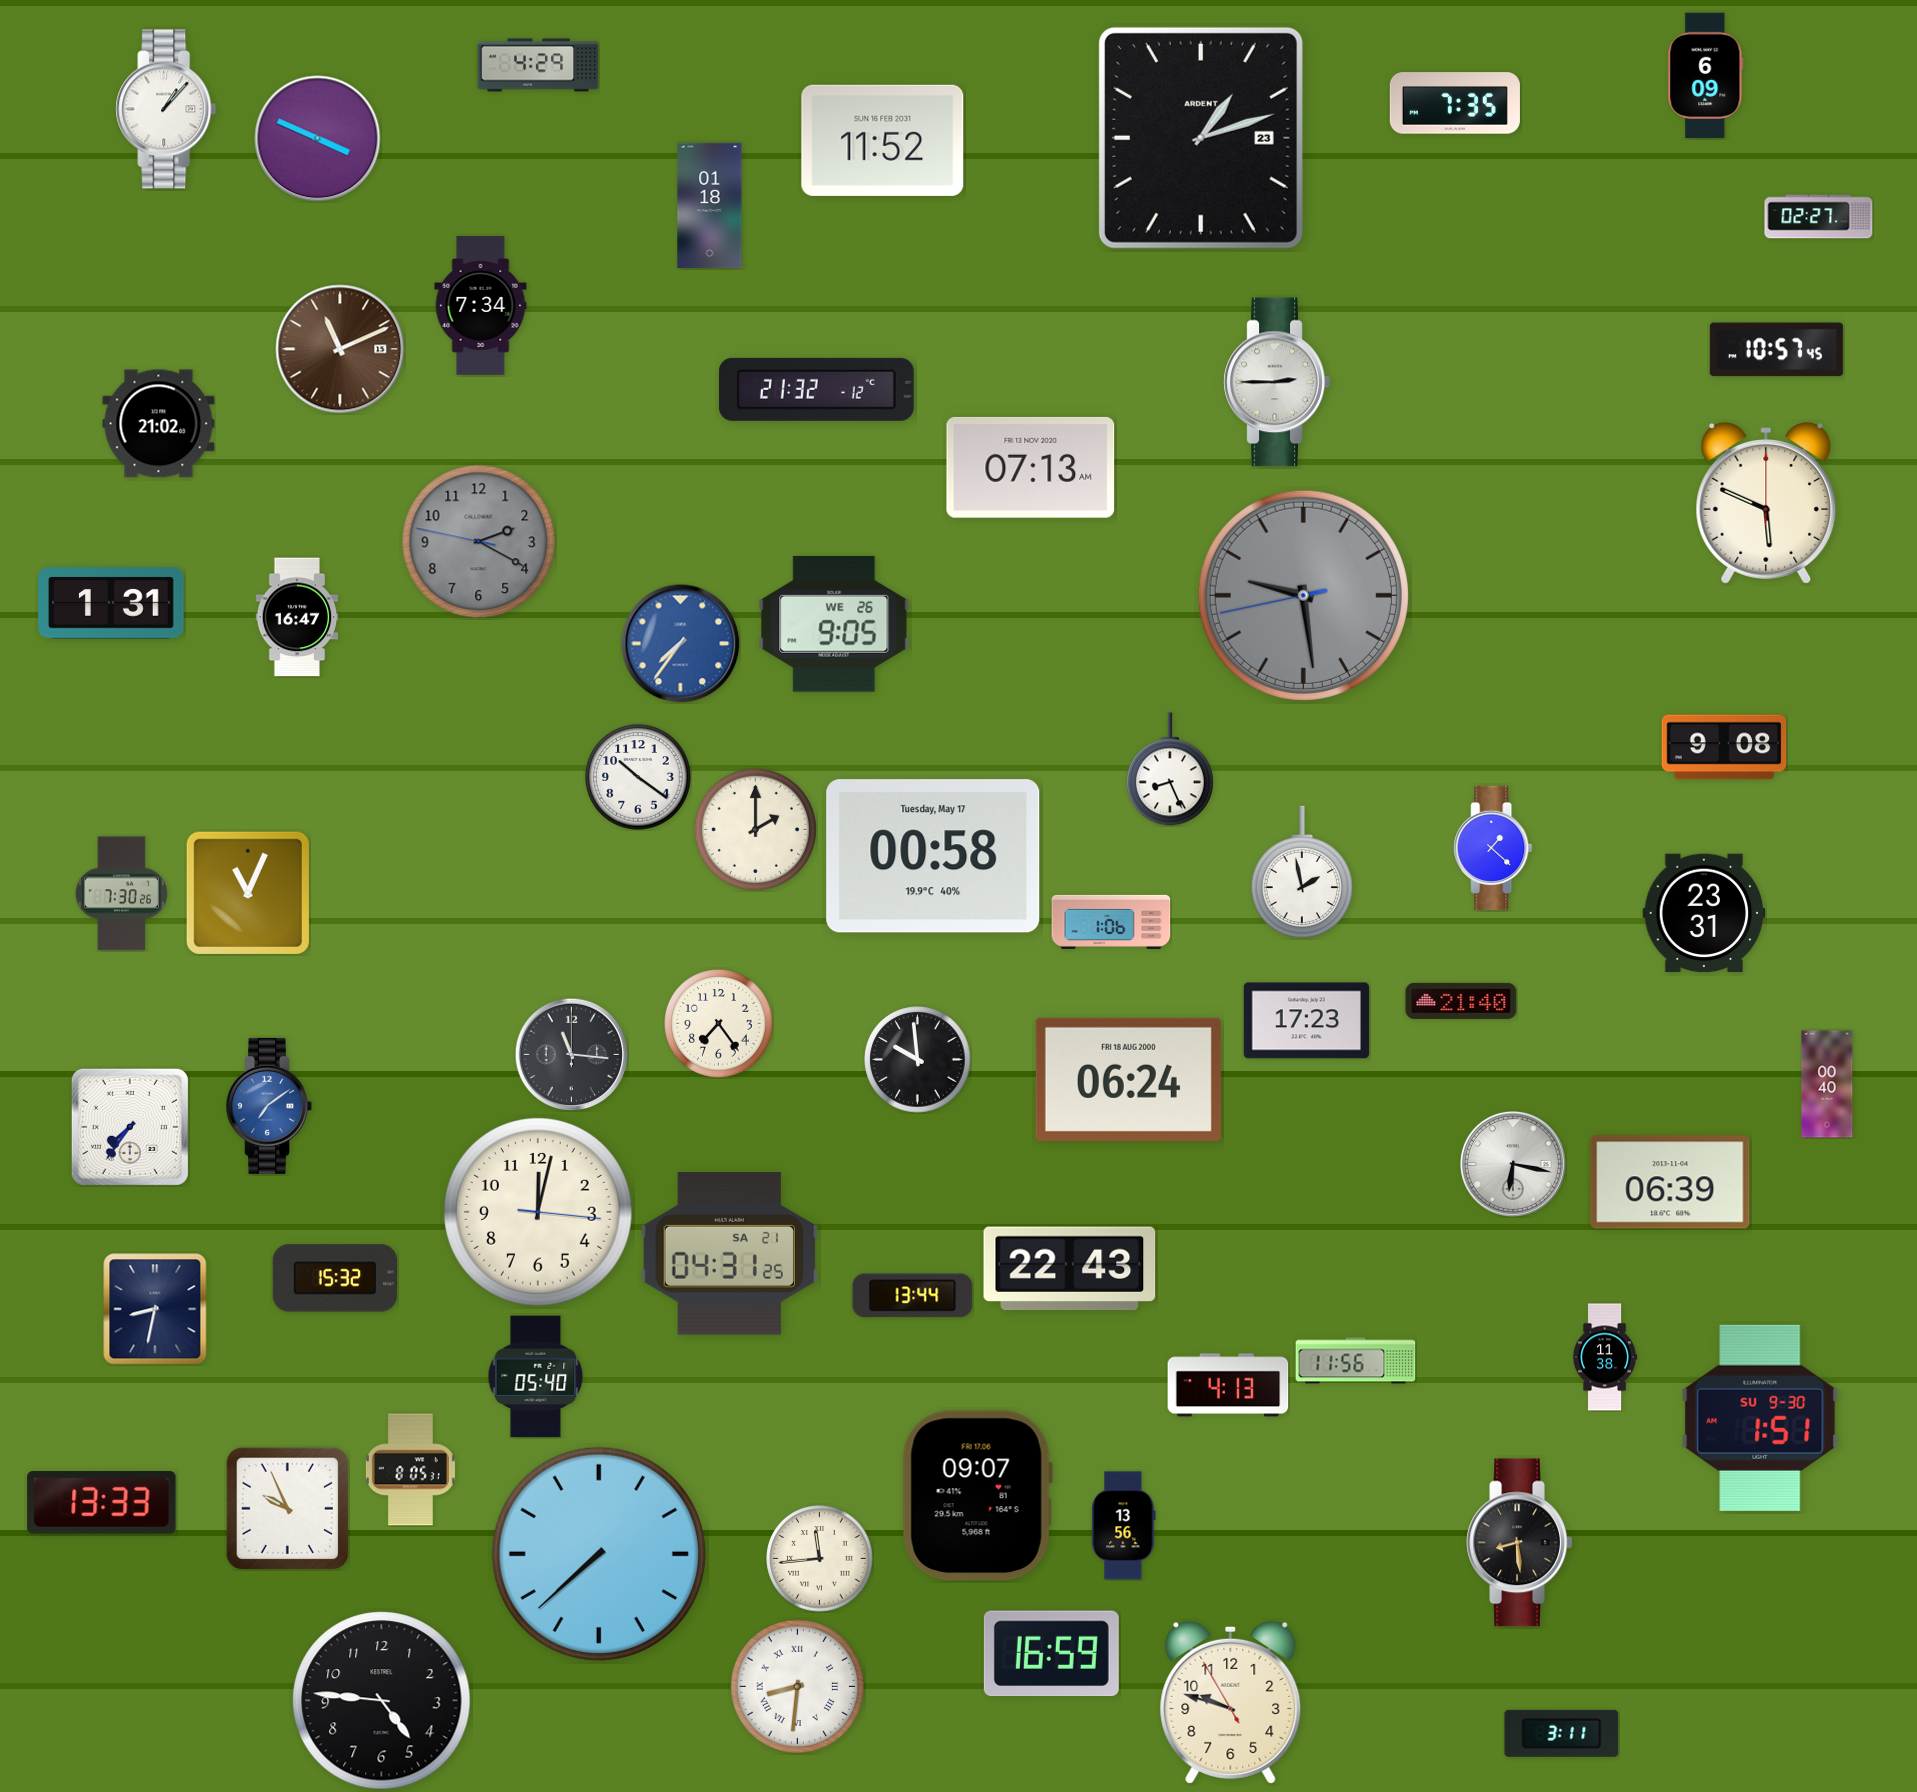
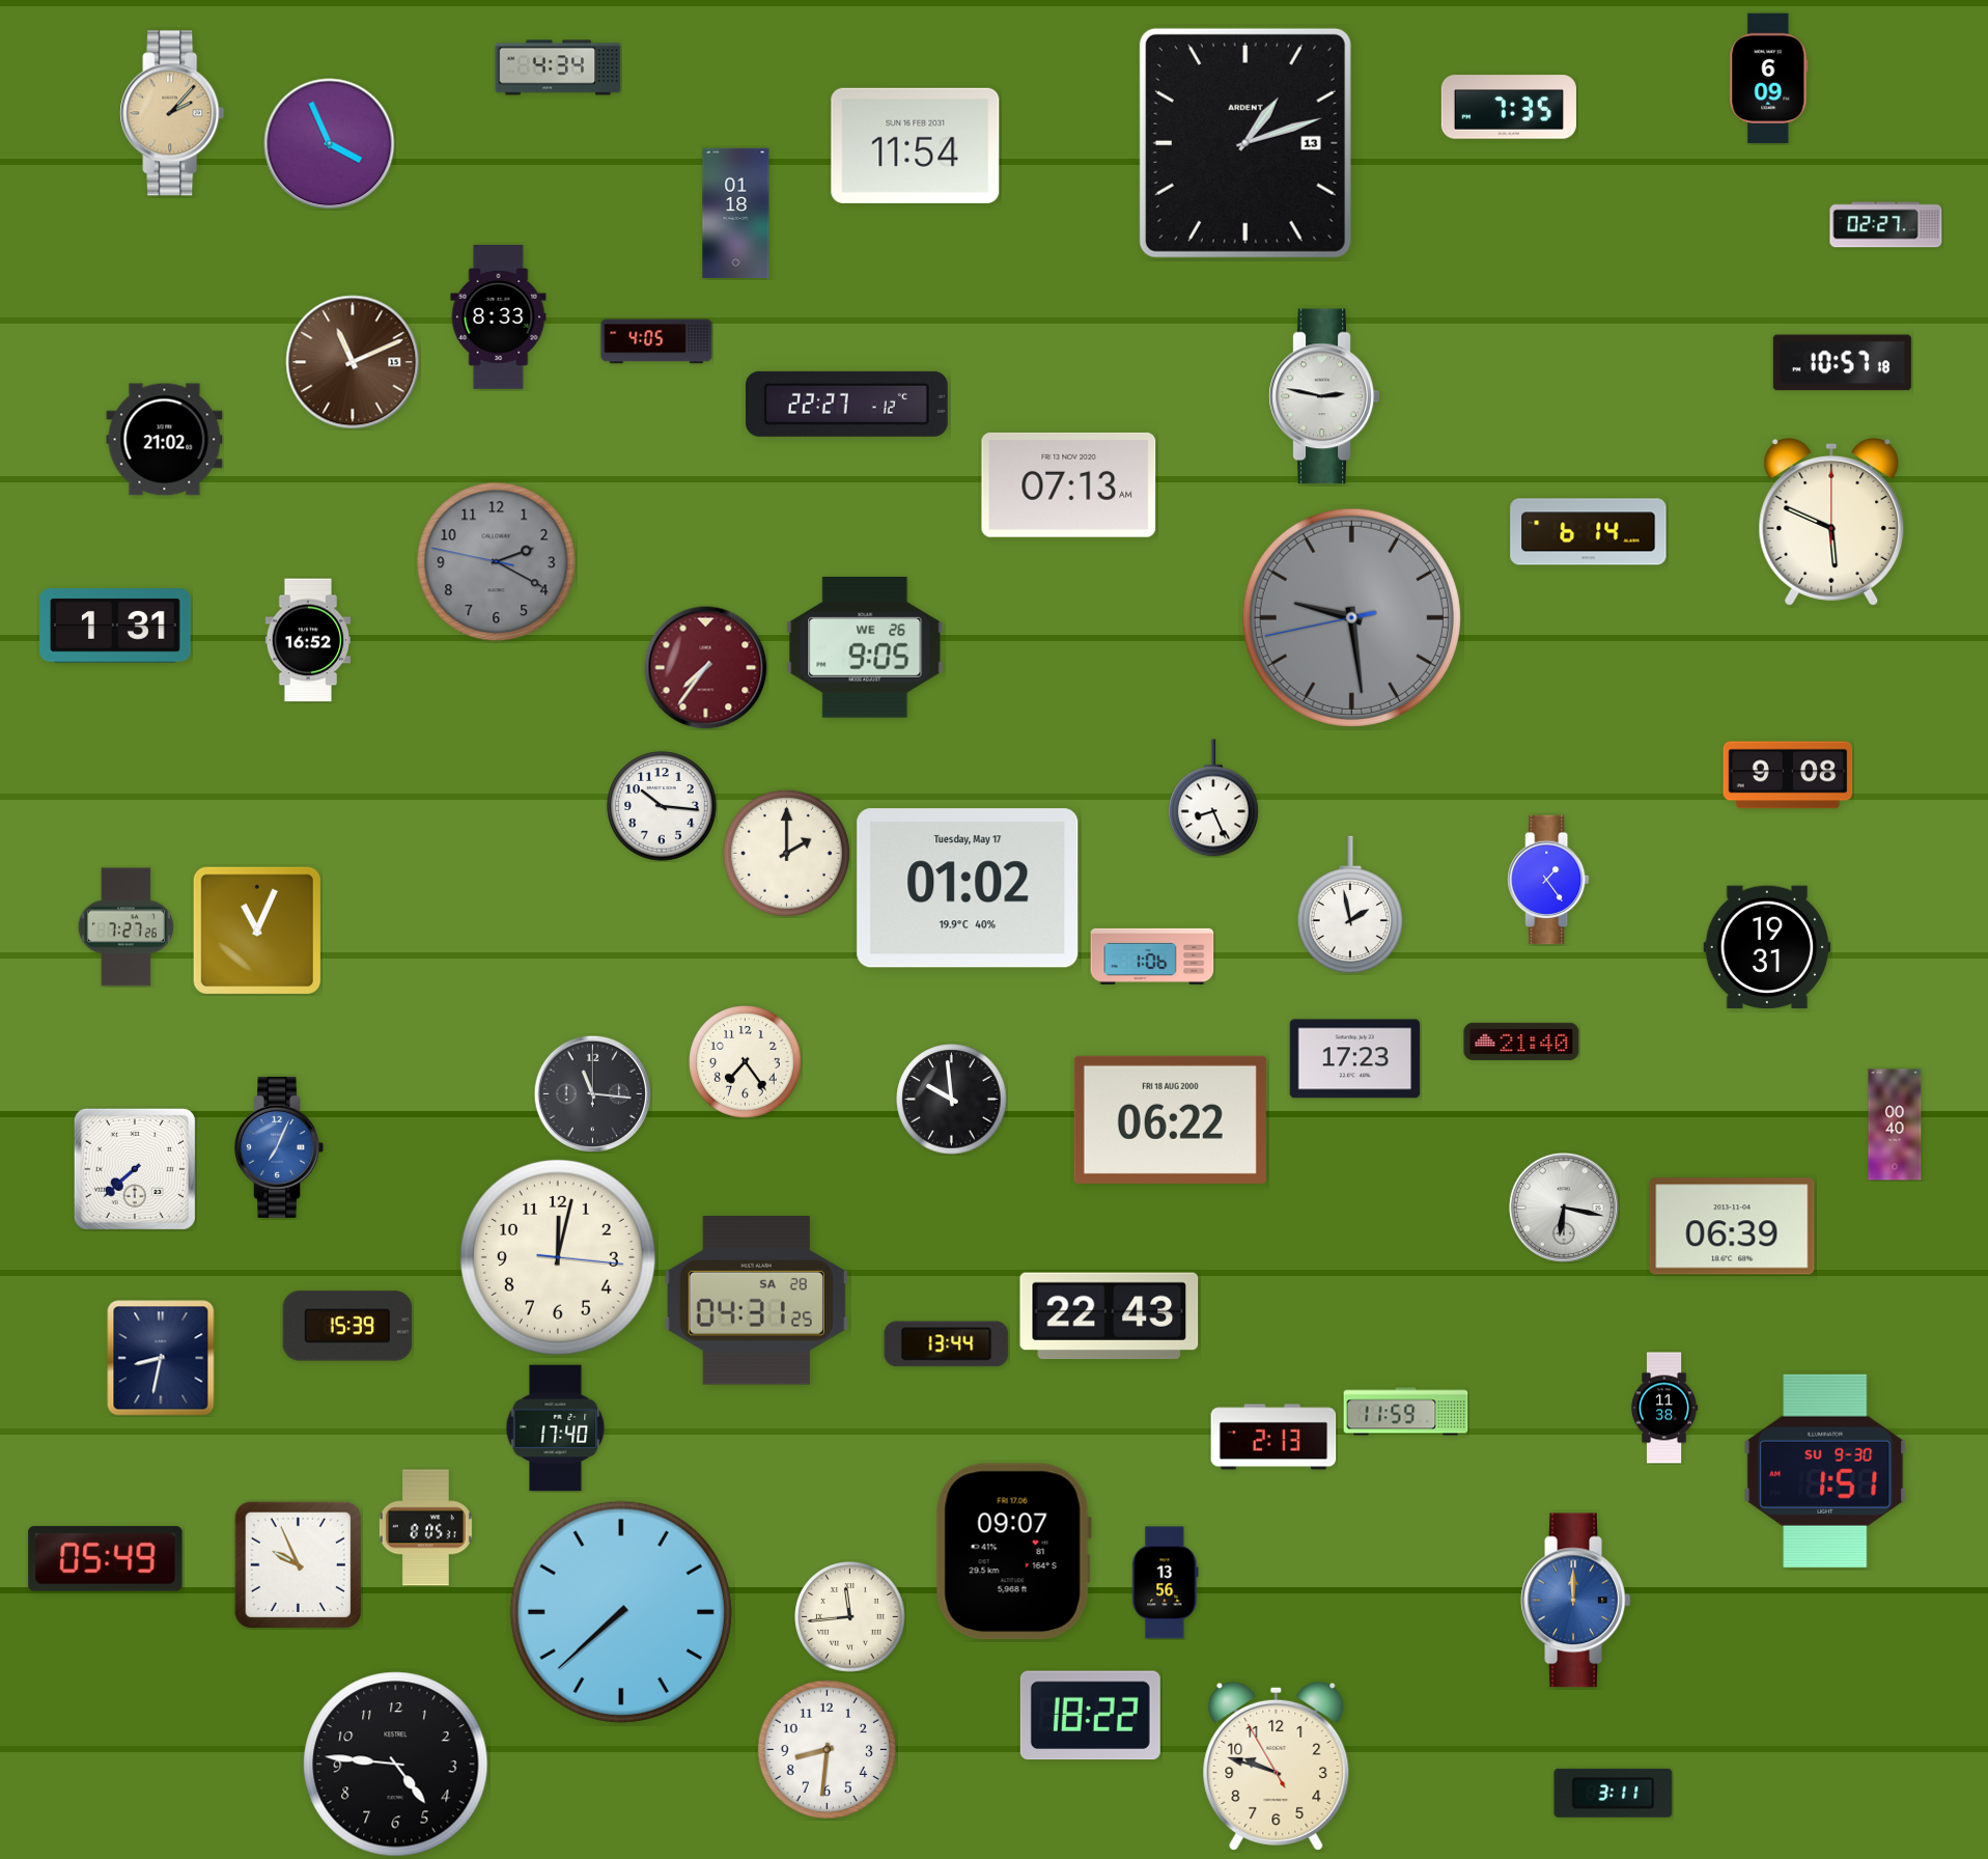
clock at (538, 65): 4:29 -> 4:34
clock at (166, 109): 1:07 -> 2:07
clock at (166, 109) dial: white -> champagne
clock at (1201, 138) date: 23 -> 13
clock at (318, 139): 3:49 -> 3:56
clock at (883, 140): 11:52 -> 11:54
clock at (481, 306): 7:34 -> 8:33
clock at (656, 341): none -> 4:05
clock at (1776, 350): 10:57:45 -> 10:57:18
clock at (1277, 382): 2:45 -> 2:47
clock at (816, 389): 21:32 -> 22:27
clock at (1589, 532): none -> 6:14
clock at (297, 617): 16:47 -> 16:52
clock at (681, 644) dial: blue -> burgundy
clock at (638, 777): 10:21 -> 10:16
clock at (755, 829) position: (755, 829) -> (786, 853)
clock at (1493, 848): 1:22 -> 1:24
clock at (933, 856): 00:58 -> 01:02
clock at (247, 892) position: (247, 892) -> (256, 929)
clock at (121, 894): 7:30 -> 7:27
clock at (1704, 913): 23:31 -> 19:31
clock at (1461, 1001) position: (1461, 1001) -> (1521, 1042)
clock at (1128, 1079): 06:24 -> 06:22
clock at (269, 1106): 7:09 -> 7:04
clock at (130, 1127): 7:36 -> 7:38
clock at (1513, 1164) position: (1513, 1164) -> (1564, 1208)
clock at (729, 1254) date: SA 21 -> SA 28
clock at (335, 1278): 15:32 -> 15:39
clock at (1356, 1361): 11:56 -> 11:59
clock at (536, 1377): 05:40 -> 17:40
clock at (1228, 1385): 4:13 -> 2:13
clock at (410, 1470) position: (410, 1470) -> (425, 1528)
clock at (102, 1503): 13:33 -> 05:49
clock at (1520, 1543): 8:29 -> 12:00
clock at (1520, 1543) dial: black -> blue
clock at (1051, 1654): 16:59 -> 18:22
clock at (797, 1686) numerals: Roman -> Arabic
clock at (1562, 1733) position: (1562, 1733) -> (1614, 1793)
